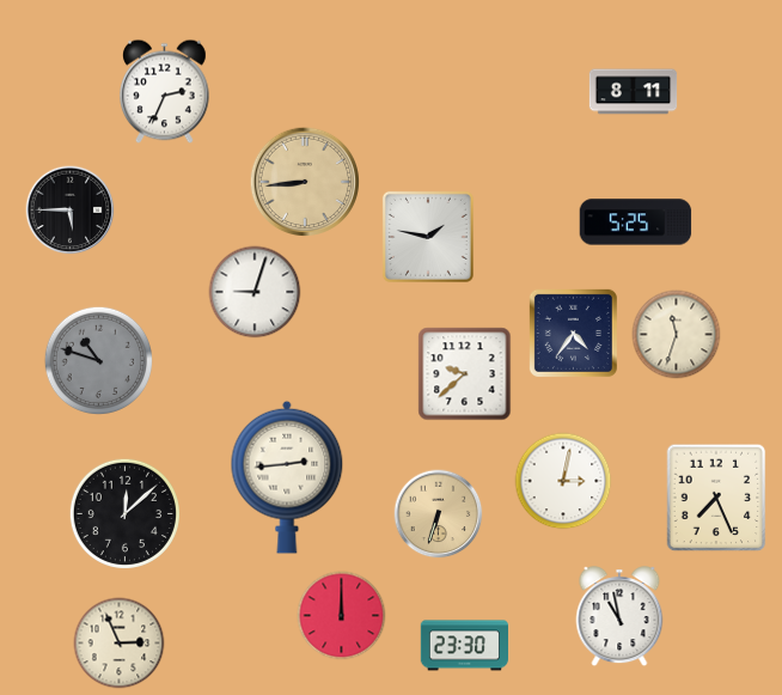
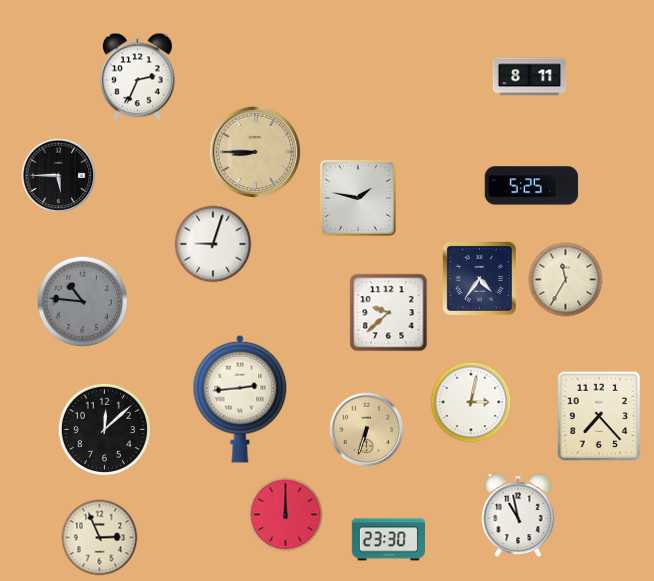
clock at (305, 182): 8:44 -> 8:45
clock at (677, 335): 11:33 -> 11:35
clock at (99, 361): 10:48 -> 10:46
clock at (716, 498): 7:26 -> 7:23
